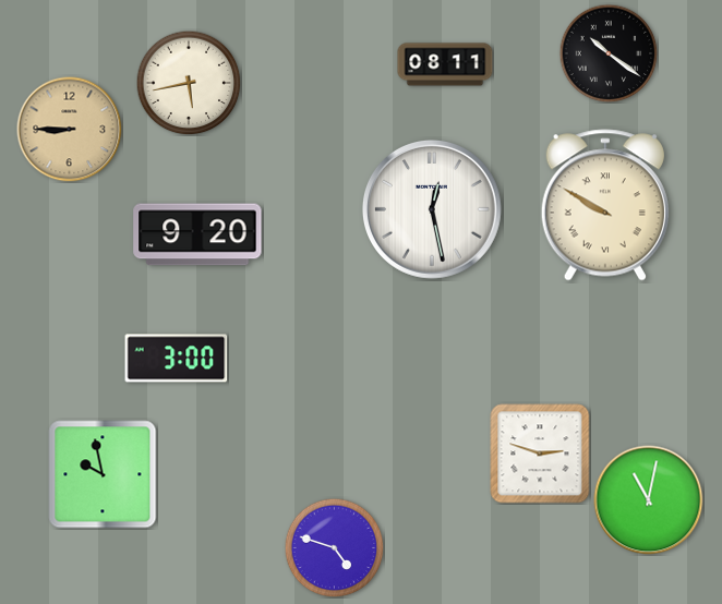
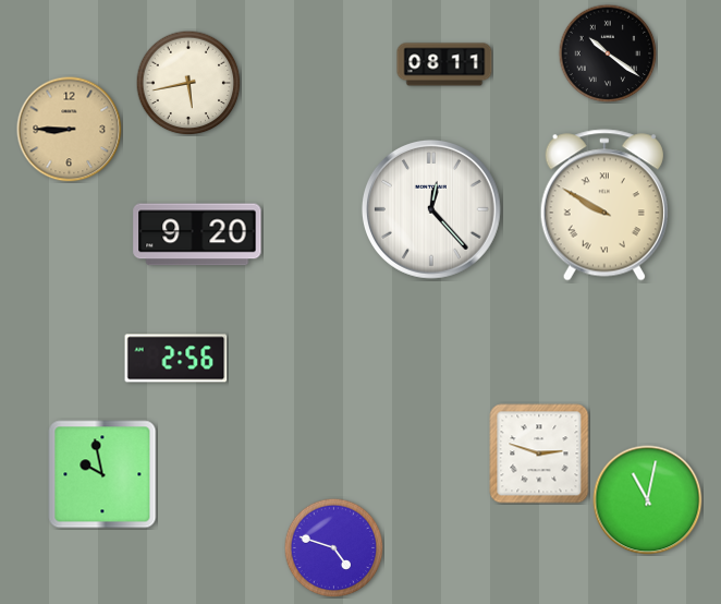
clock at (432, 209): 12:28 -> 12:23
clock at (177, 359): 3:00 -> 2:56
